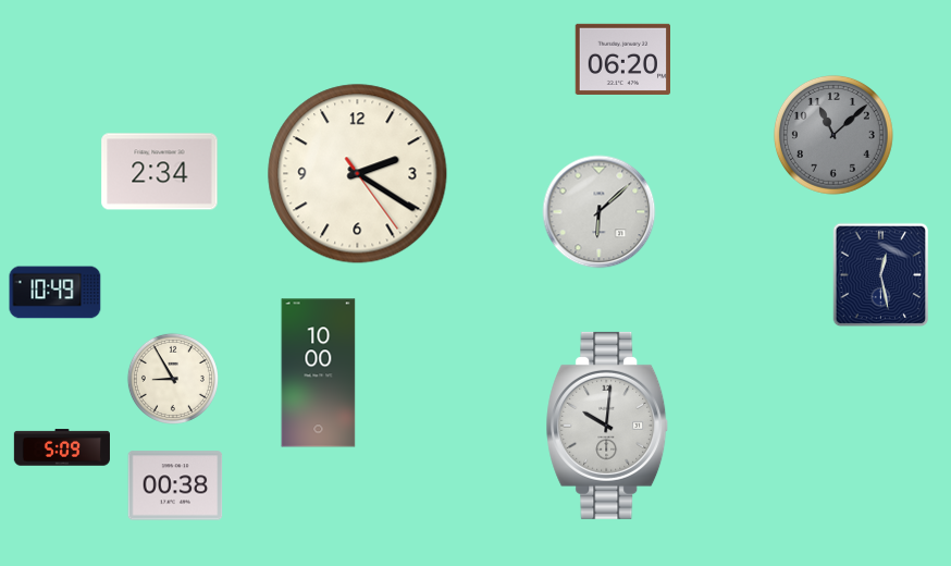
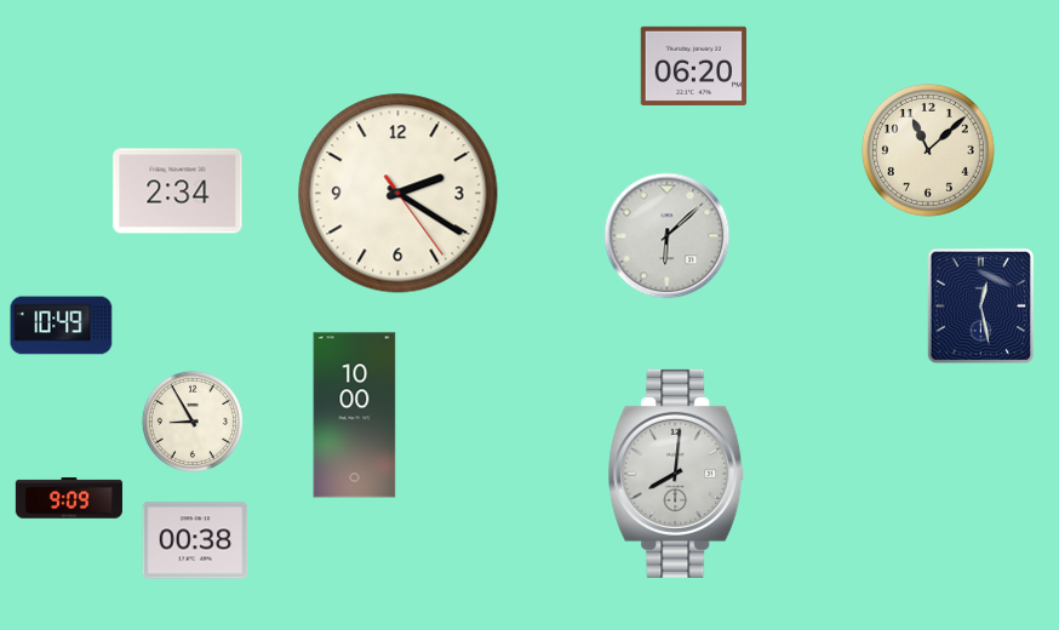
clock at (833, 135) dial: grey -> cream
clock at (607, 426): 10:01 -> 8:01
clock at (62, 447): 5:09 -> 9:09
